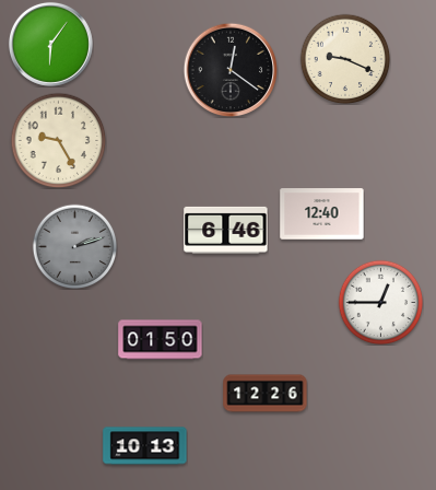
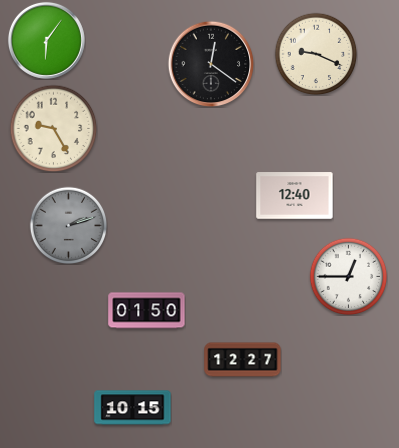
clock at (226, 230): 6:46 -> none
clock at (266, 394): 12:26 -> 12:27
clock at (145, 446): 10:13 -> 10:15
